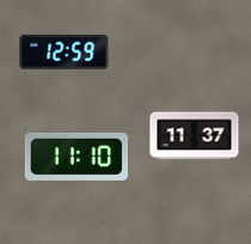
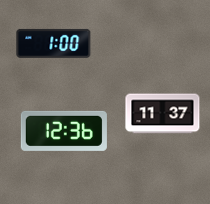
clock at (65, 51): 12:59 -> 1:00
clock at (76, 157): 11:10 -> 12:36
